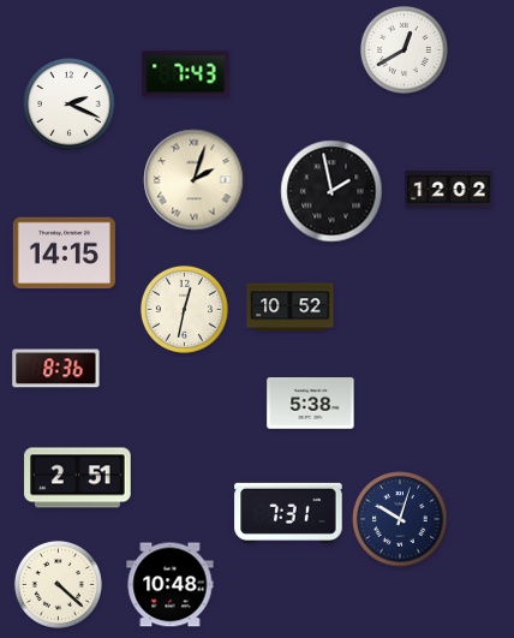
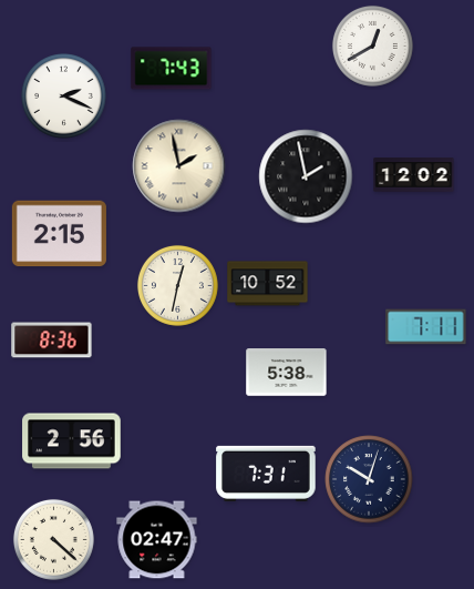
clock at (195, 180): 2:03 -> 1:58
clock at (64, 254): 14:15 -> 2:15
clock at (184, 309) position: (184, 309) -> (177, 285)
clock at (426, 327): none -> 7:11
clock at (78, 478): 2:51 -> 2:56
clock at (171, 585): 10:48 -> 02:47
